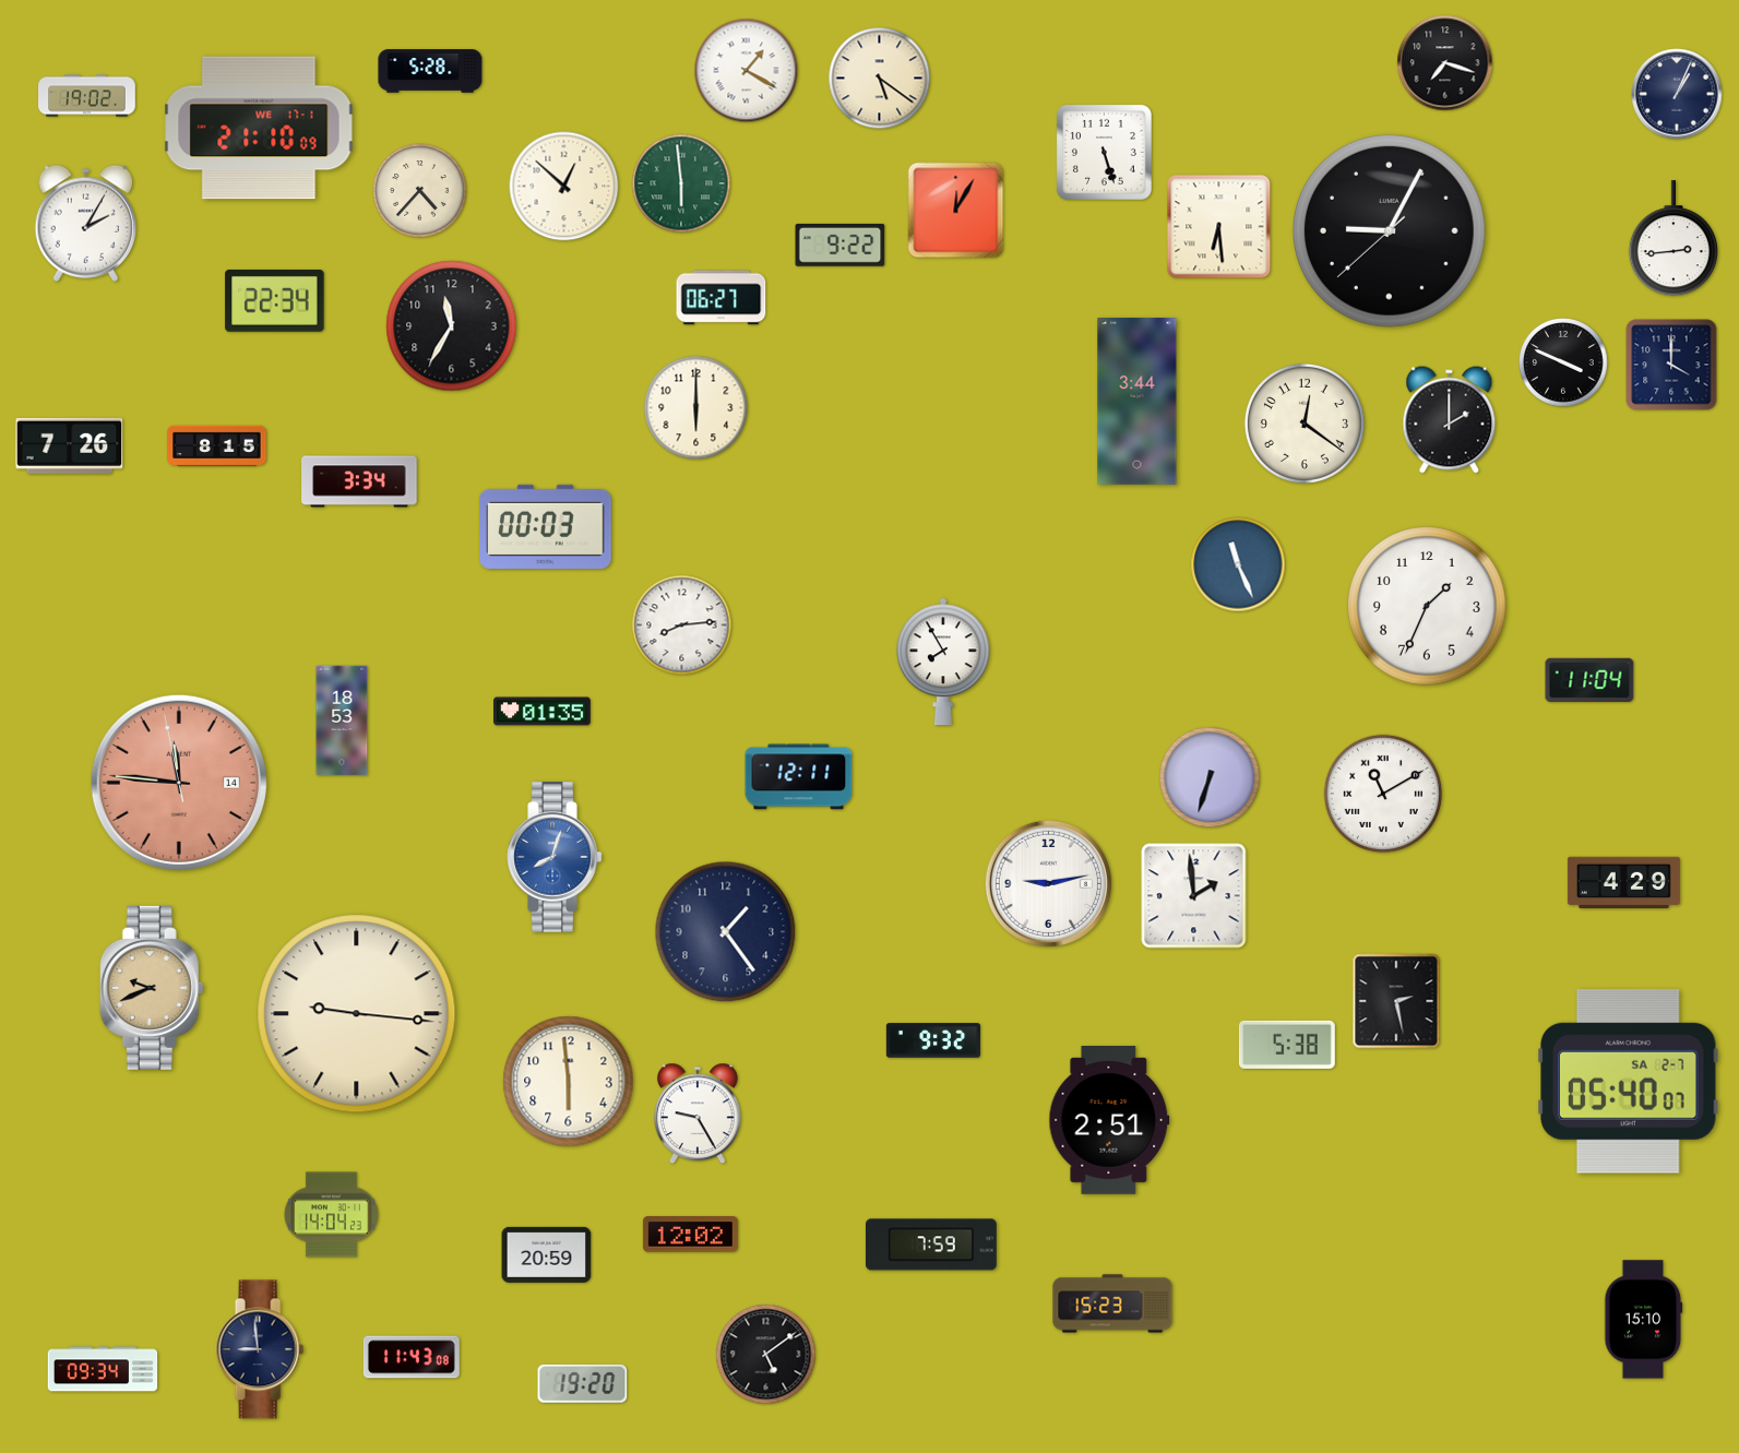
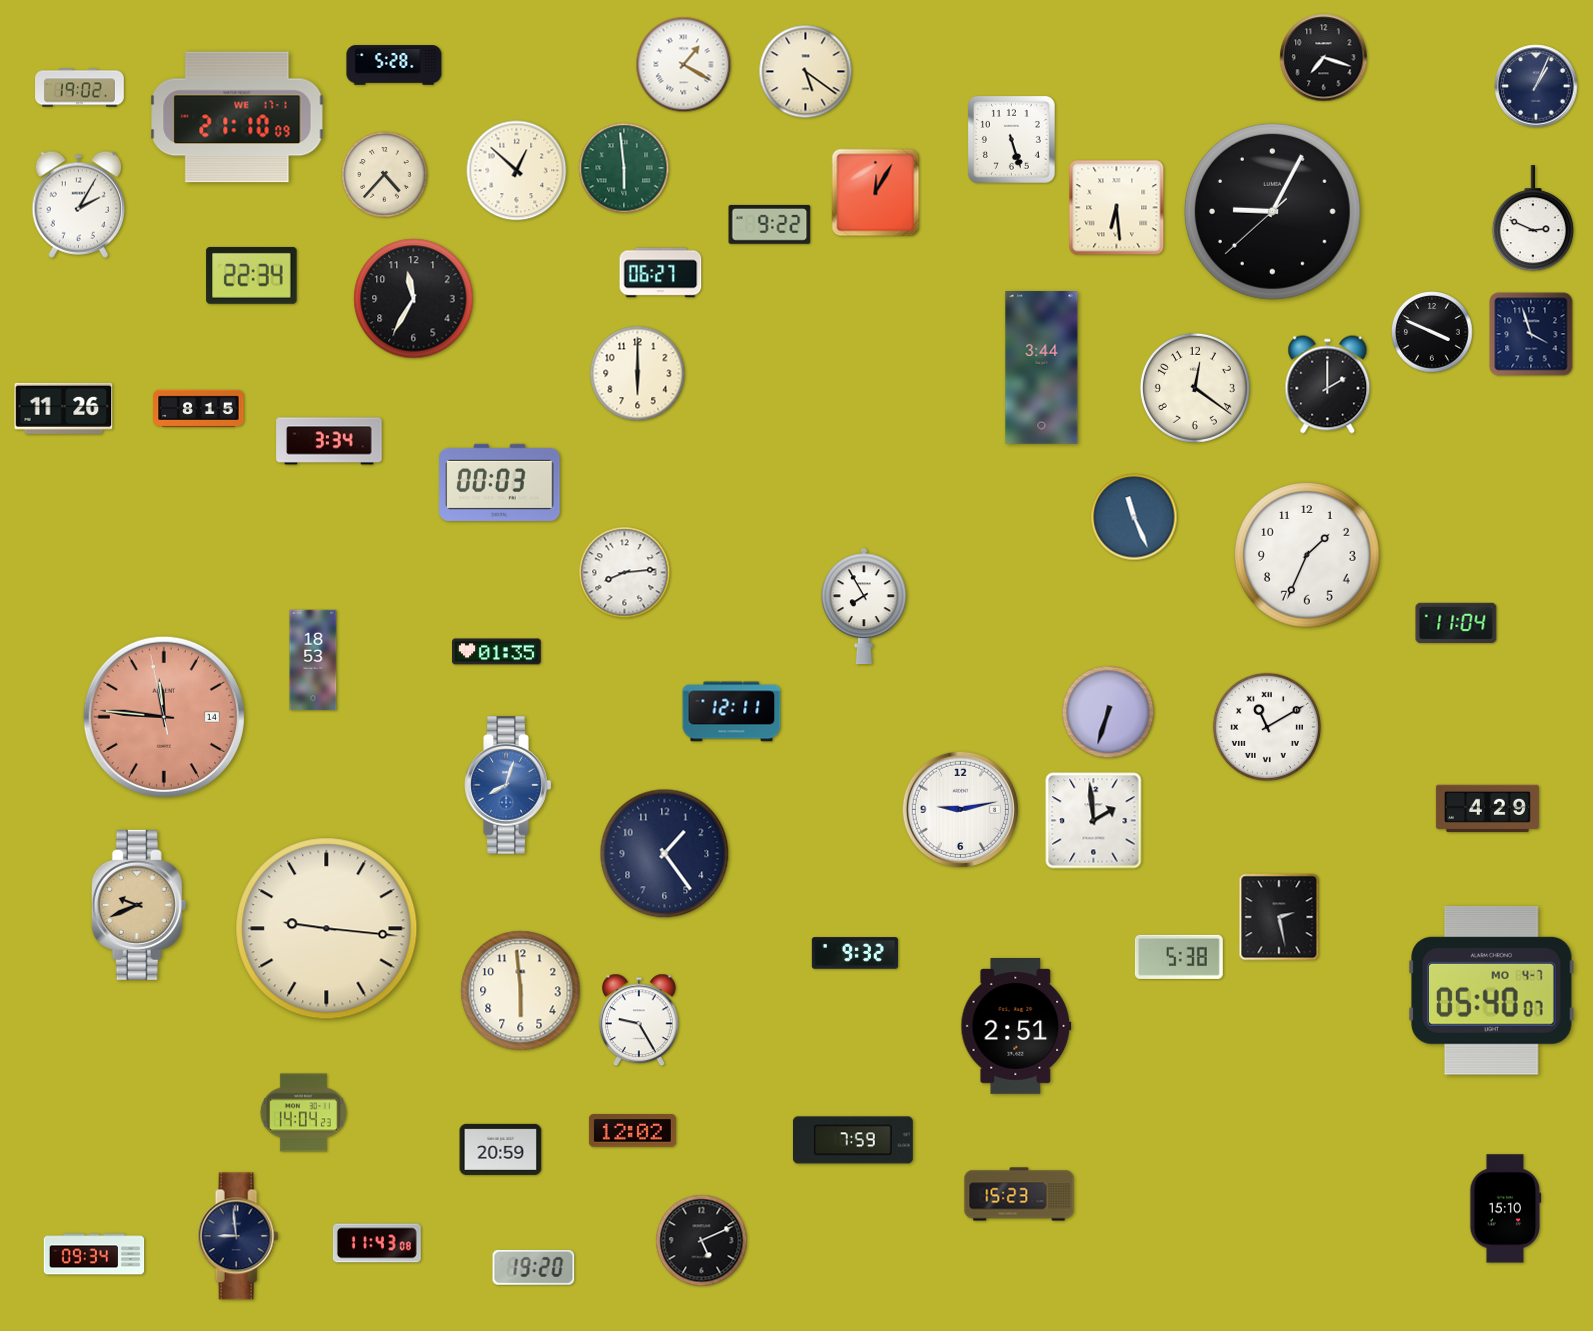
clock at (1674, 239): 2:44 -> 2:49
clock at (1671, 365): 4:00 -> 3:57
clock at (70, 445): 7:26 -> 11:26
clock at (1629, 1081) date: SA 2-7 -> MO 4-7
clock at (766, 1355): 5:09 -> 5:11
